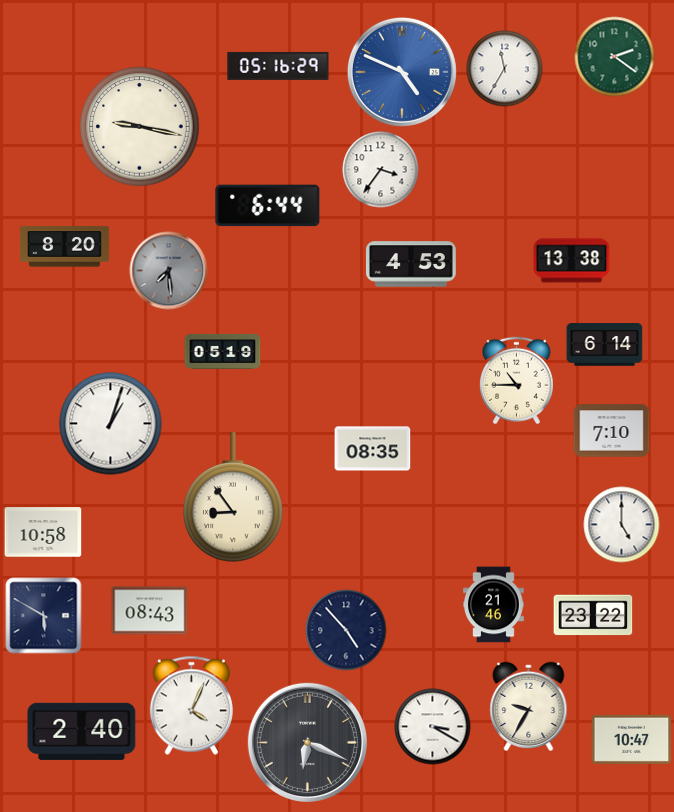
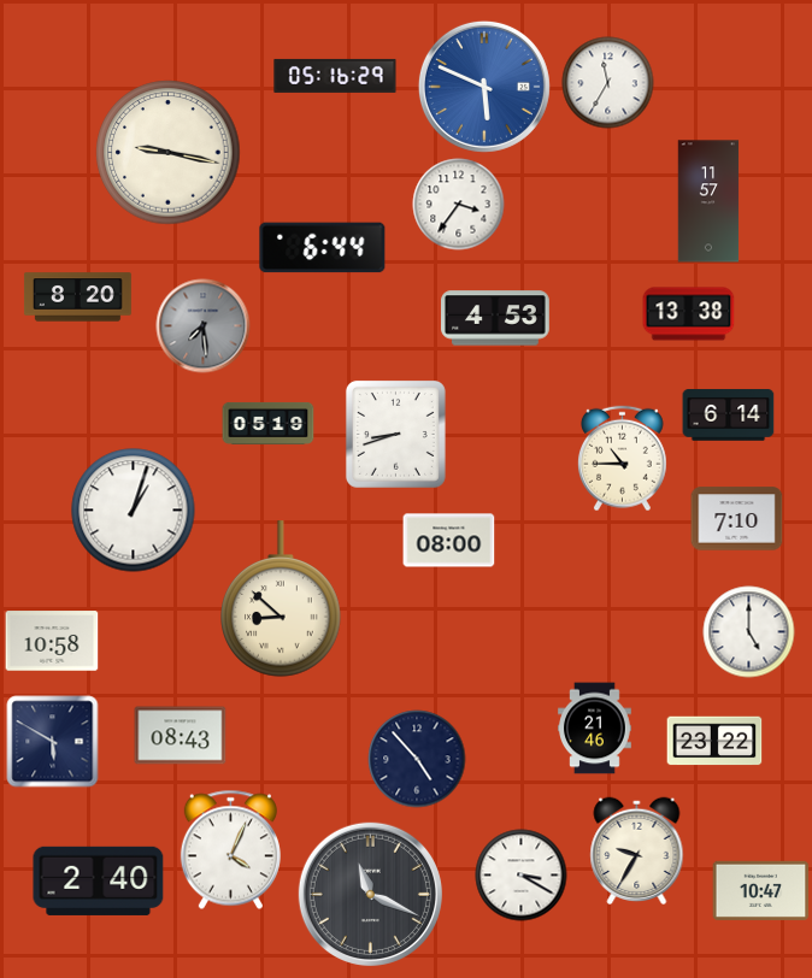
clock at (615, 57): 2:21 -> none
clock at (278, 66) position: (278, 66) -> (335, 76)
clock at (402, 72): 4:49 -> 5:49
clock at (708, 201): none -> 11:57
clock at (395, 434): none -> 8:42
clock at (373, 449): 08:35 -> 08:00
clock at (233, 497): 8:54 -> 8:52
clock at (307, 742): 6:19 -> 11:19
